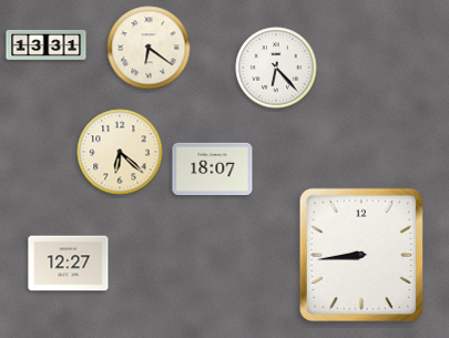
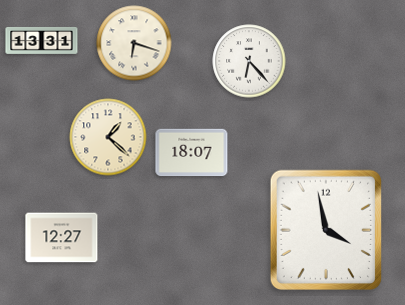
clock at (149, 48): 6:21 -> 6:18
clock at (120, 152): 6:22 -> 1:22
clock at (360, 254): 8:44 -> 3:58
